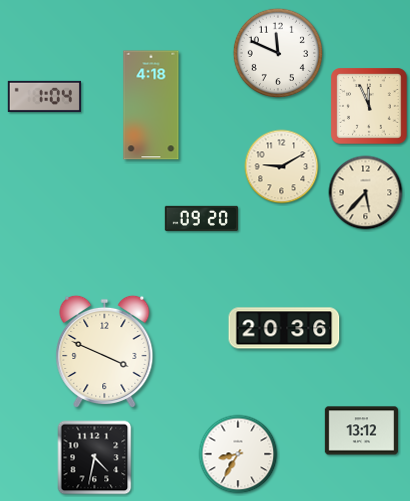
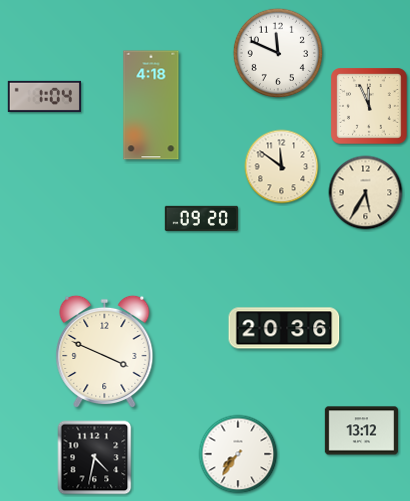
clock at (282, 167): 9:10 -> 11:51
clock at (366, 193): 5:37 -> 5:35
clock at (238, 454): 8:35 -> 7:36
